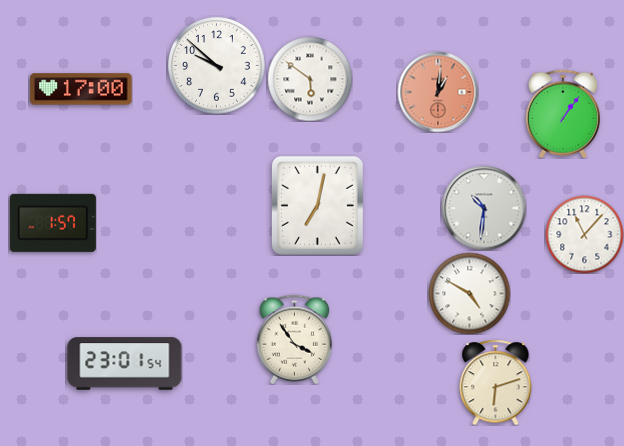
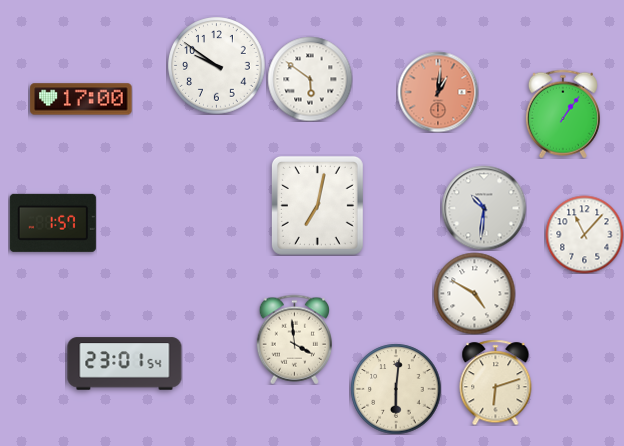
clock at (217, 66): 9:52 -> 9:51
clock at (81, 89) position: (81, 89) -> (81, 99)
clock at (469, 293) position: (469, 293) -> (474, 293)
clock at (294, 339): 3:54 -> 3:59
clock at (396, 389): none -> 6:01
